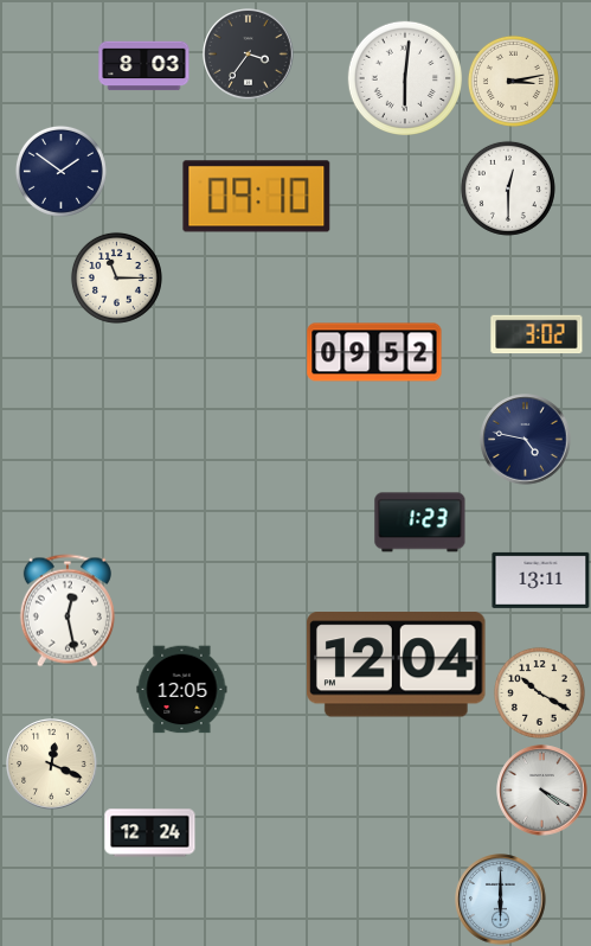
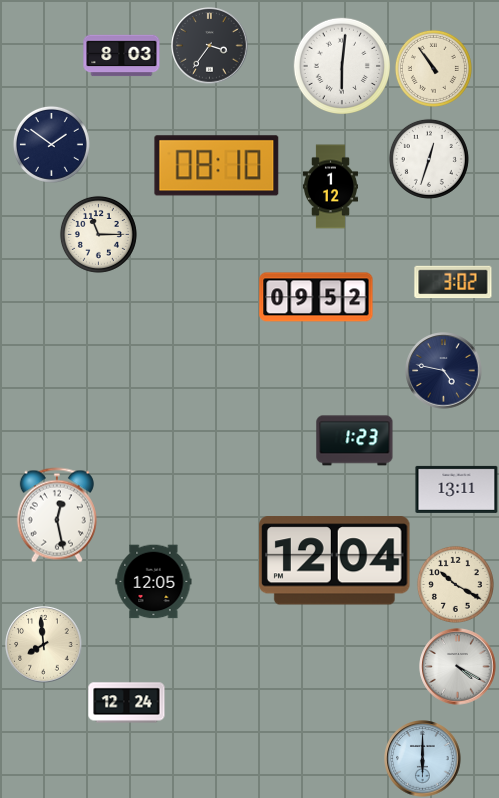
clock at (513, 81): 3:13 -> 10:54
clock at (508, 188): 12:30 -> 12:33
clock at (257, 197): 09:10 -> 08:10
clock at (330, 187): none -> 1:12
clock at (52, 765): 12:19 -> 7:59
